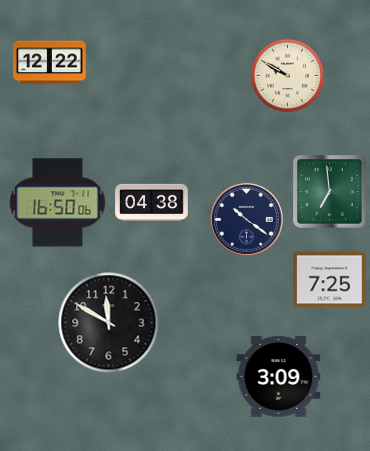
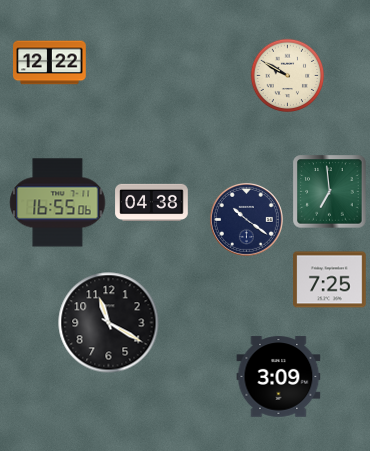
clock at (58, 203): 16:50 -> 16:55
clock at (109, 323): 11:50 -> 11:20
